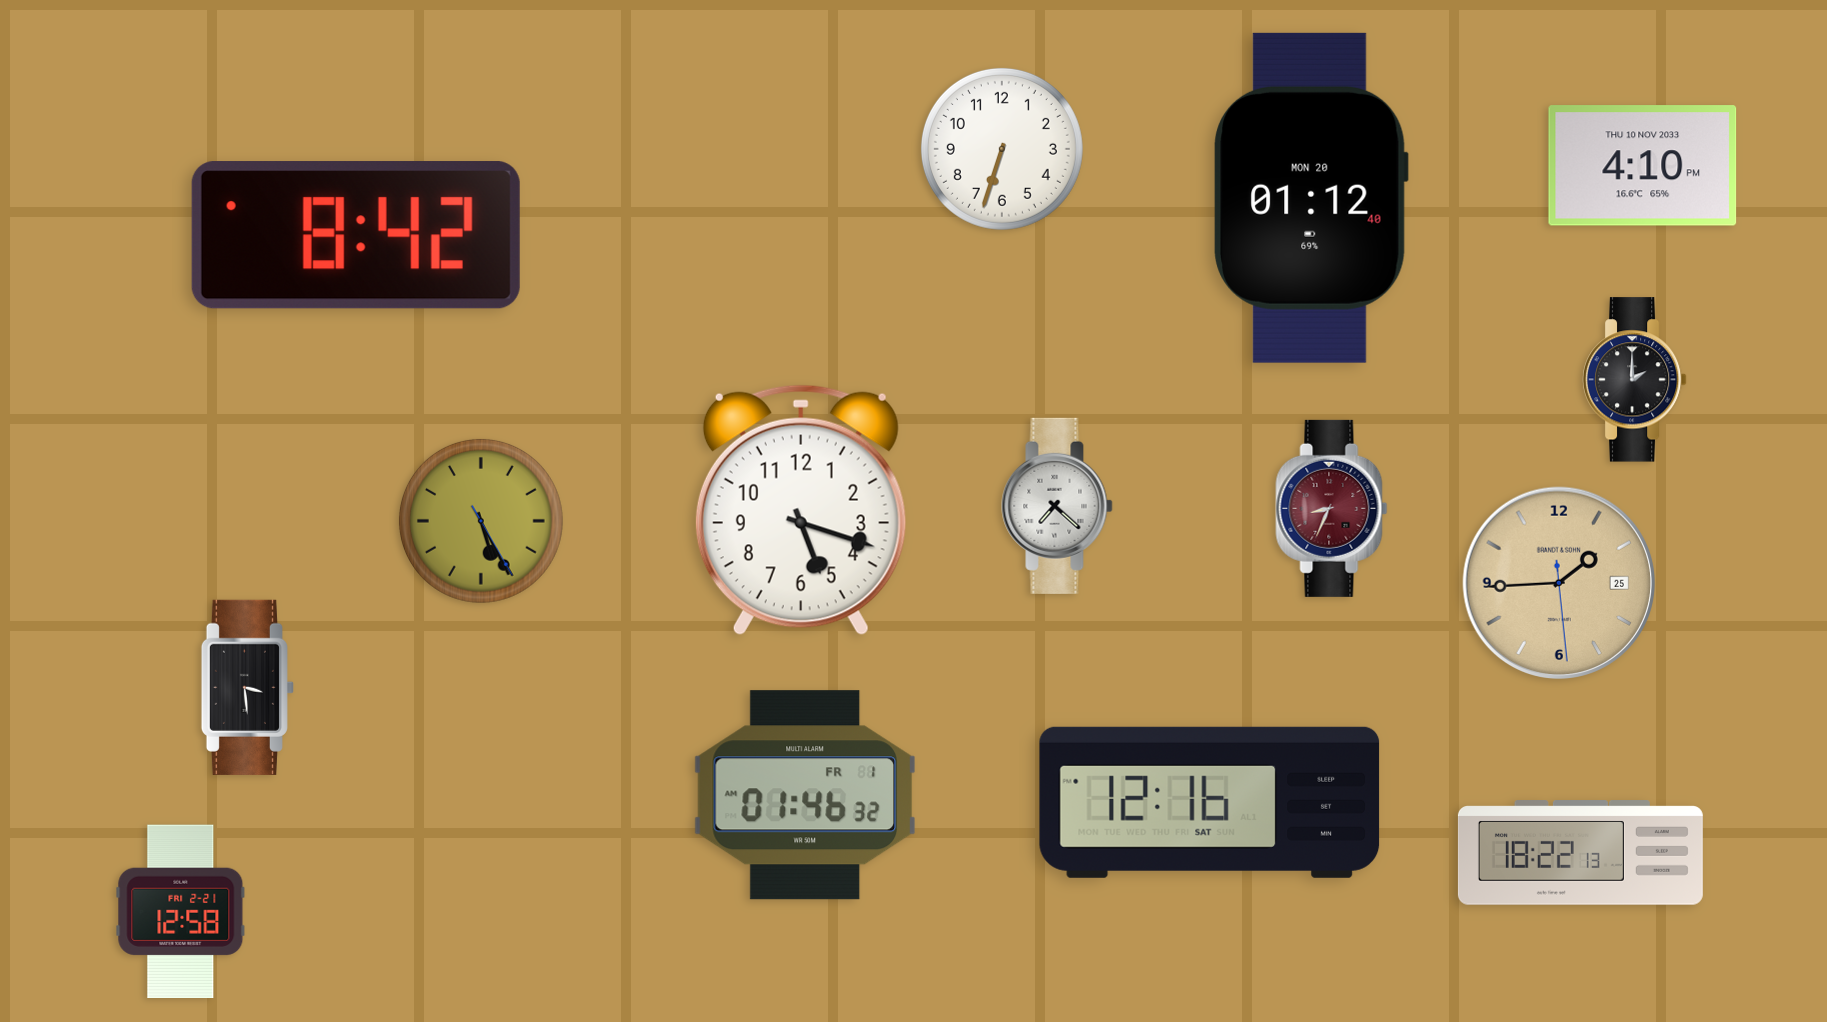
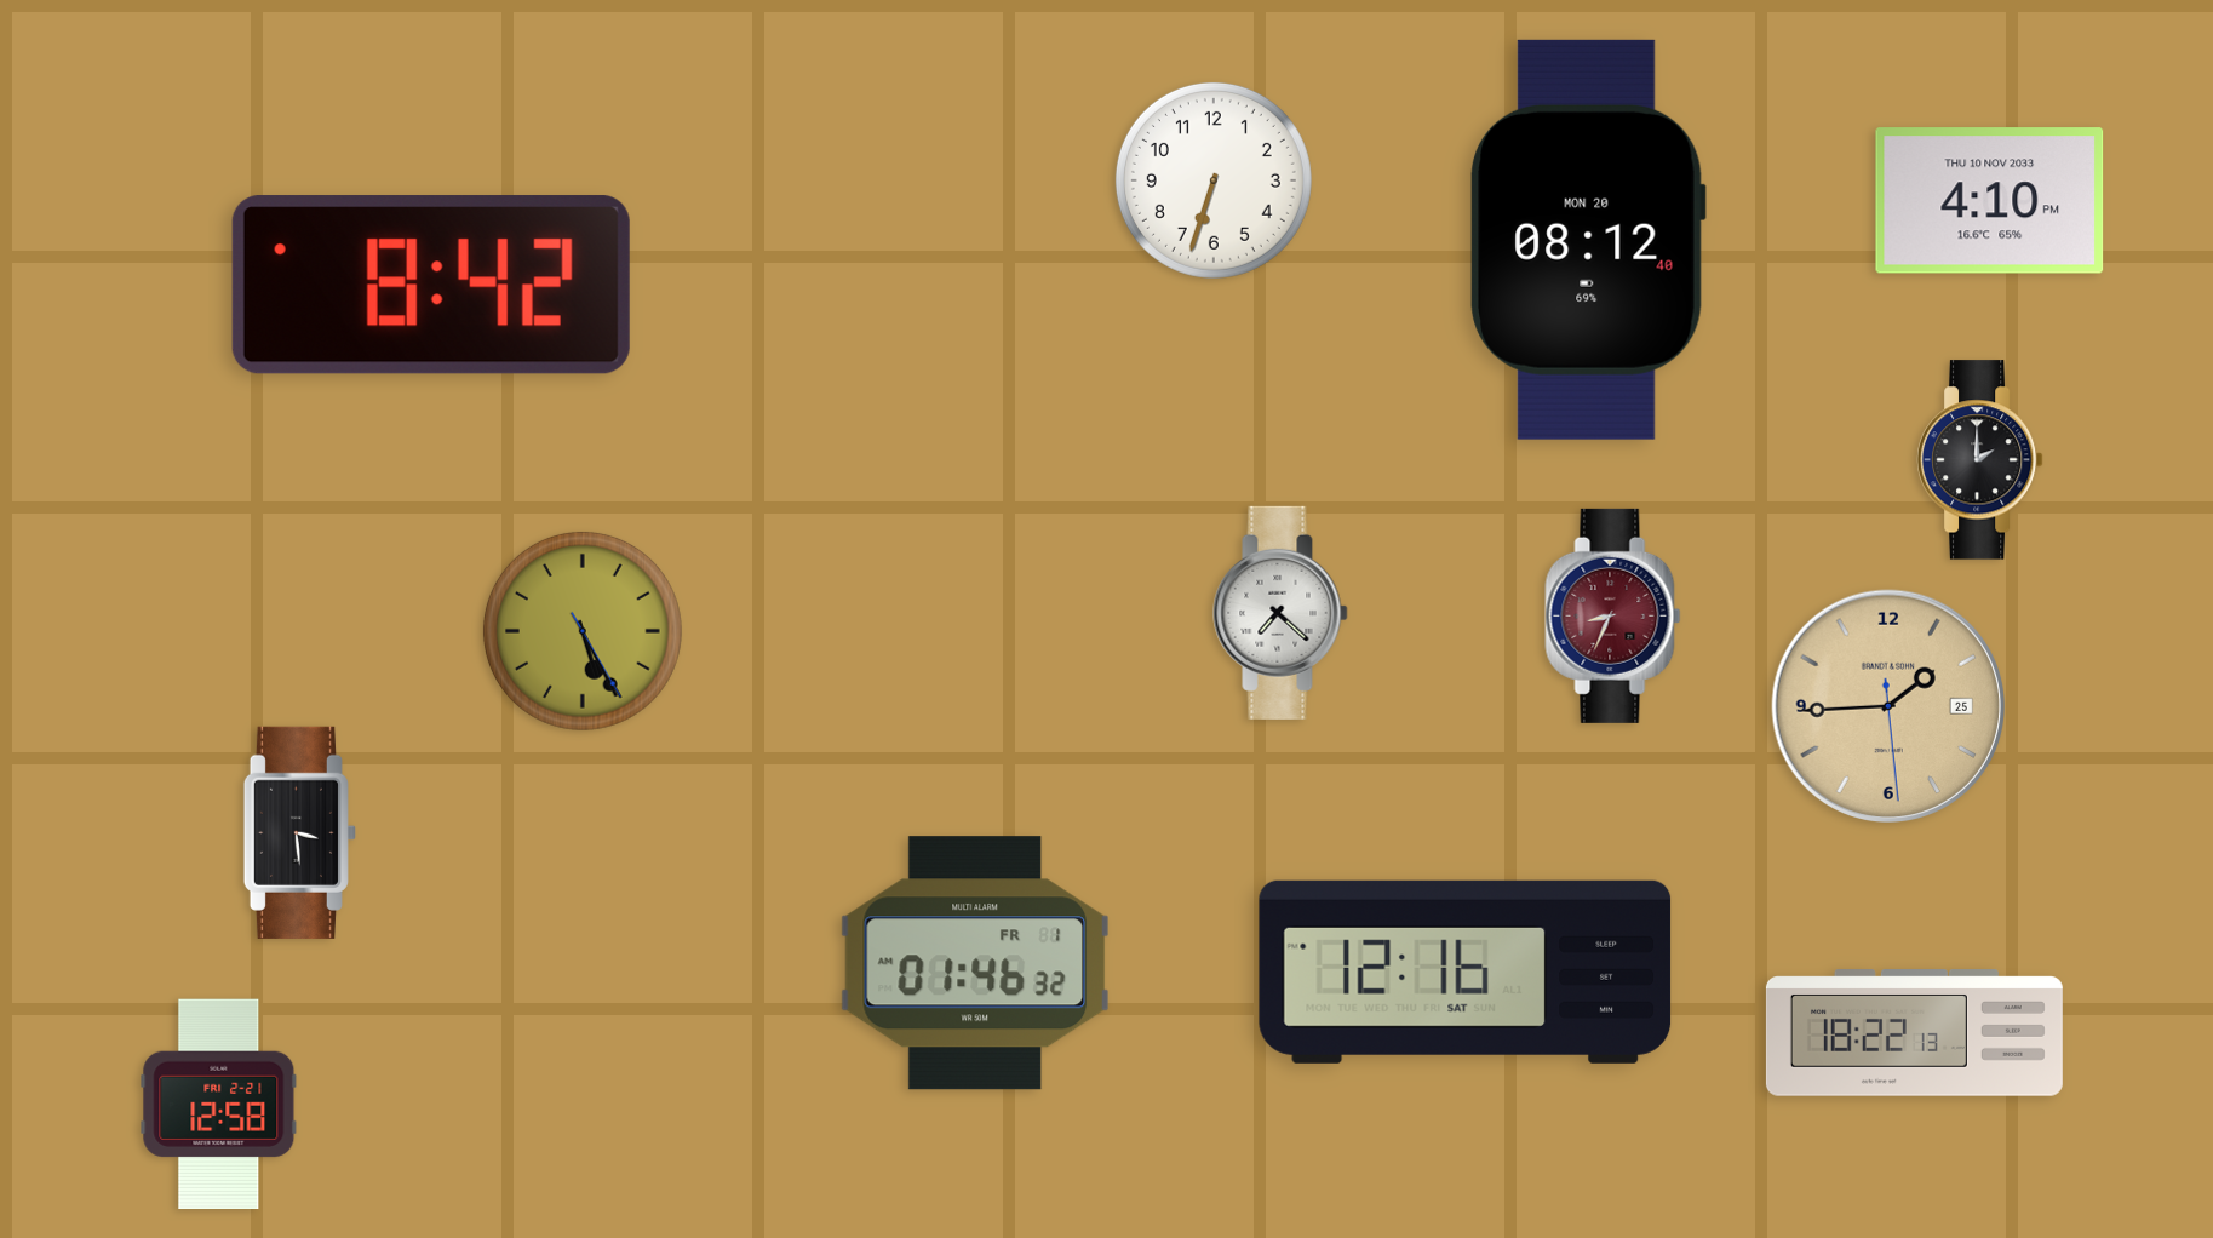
clock at (1311, 198): 01:12 -> 08:12
clock at (801, 510): 5:18 -> none
